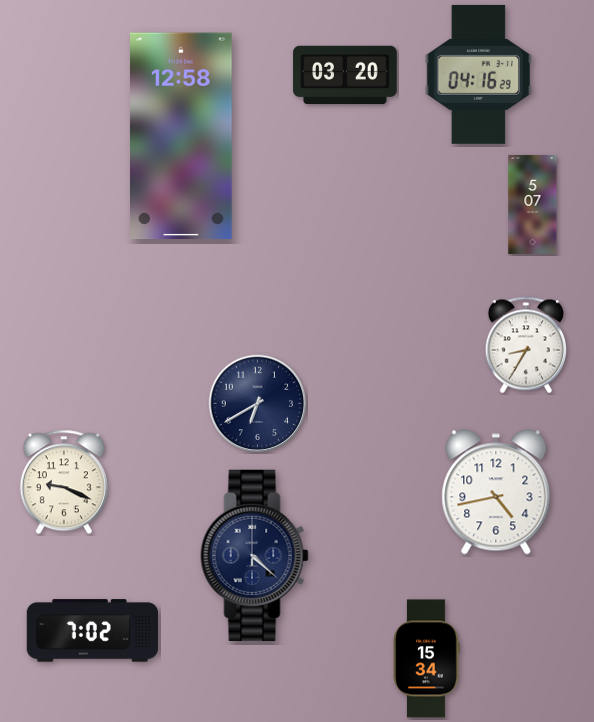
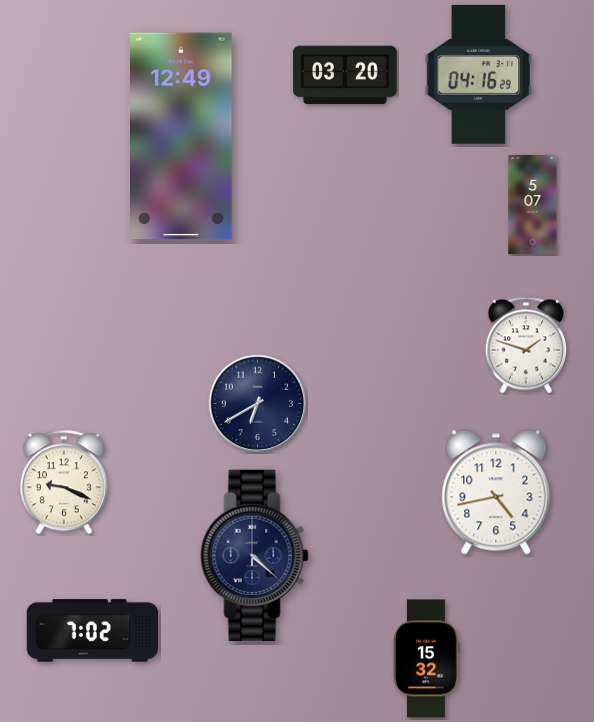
clock at (182, 136): 12:58 -> 12:49
clock at (525, 345): 8:35 -> 1:48
clock at (426, 659): 15:34 -> 15:32
